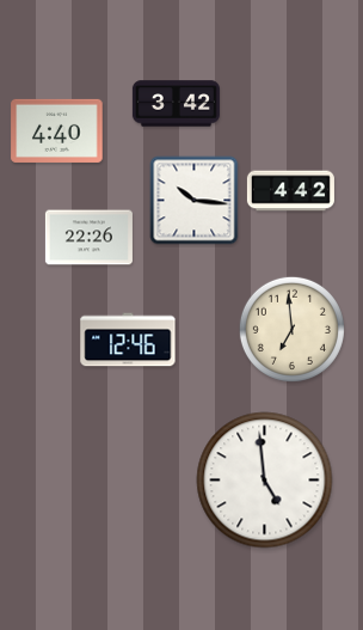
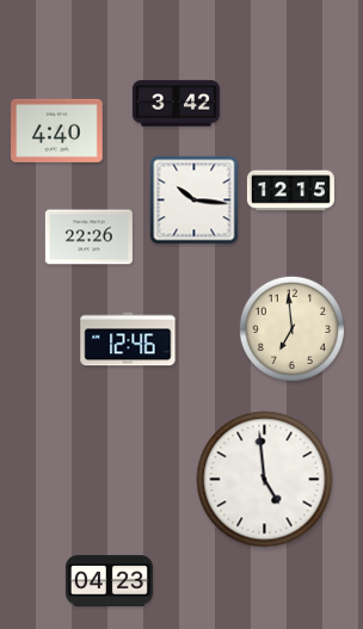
clock at (290, 191): 4:42 -> 12:15
clock at (109, 581): none -> 04:23
